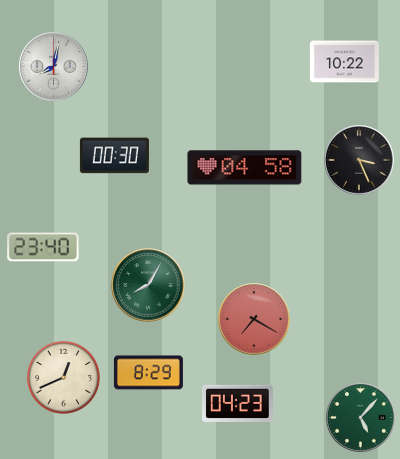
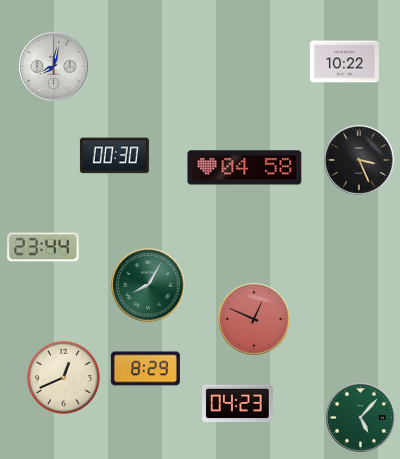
clock at (43, 247): 23:40 -> 23:44
clock at (254, 319): 7:20 -> 12:49
clock at (148, 373) position: (148, 373) -> (145, 369)
